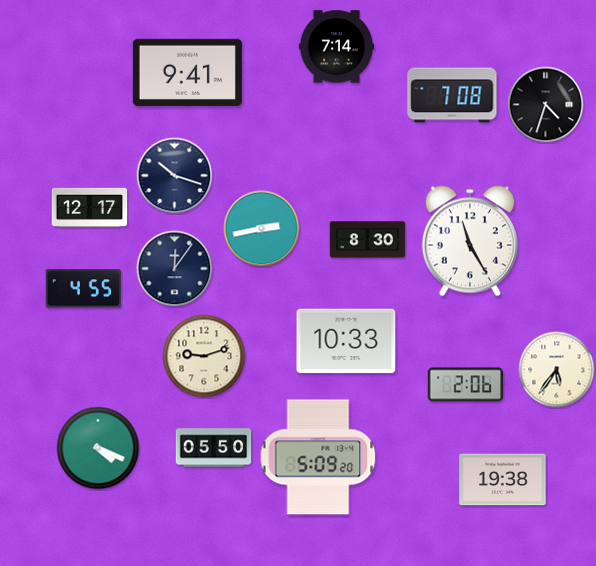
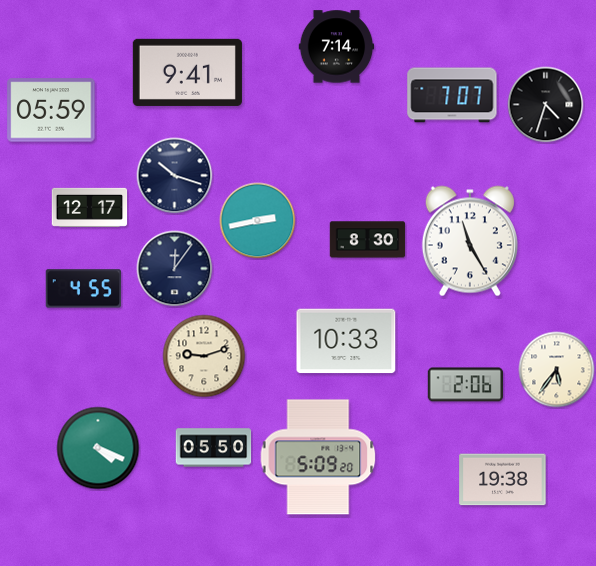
clock at (452, 95): 7:08 -> 7:07
clock at (51, 110): none -> 05:59
clock at (262, 229) position: (262, 229) -> (258, 221)
